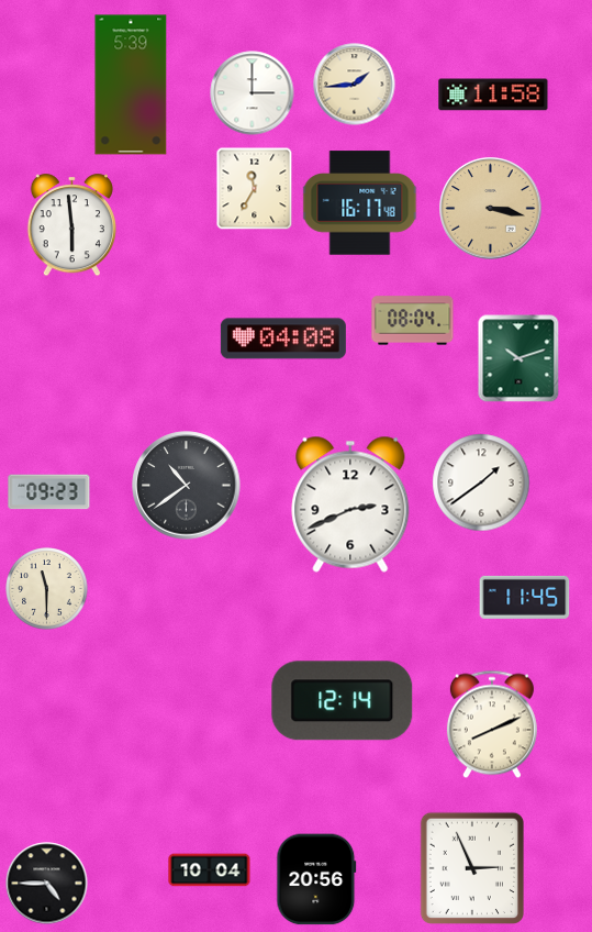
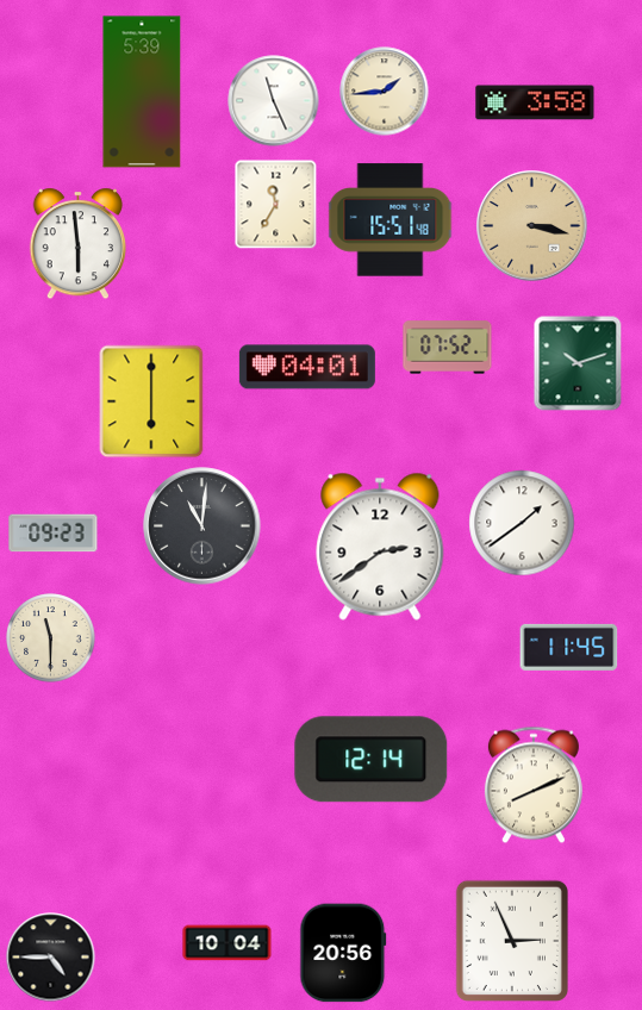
clock at (253, 93): 3:00 -> 11:26
clock at (493, 95): 11:58 -> 3:58
clock at (360, 203): 16:17 -> 15:51
clock at (413, 321): 08:04 -> 07:52
clock at (283, 339): 04:08 -> 04:01
clock at (518, 358) position: (518, 358) -> (578, 363)
clock at (151, 401): none -> 6:00
clock at (187, 486): 10:39 -> 11:01
clock at (350, 504): 2:41 -> 2:39
